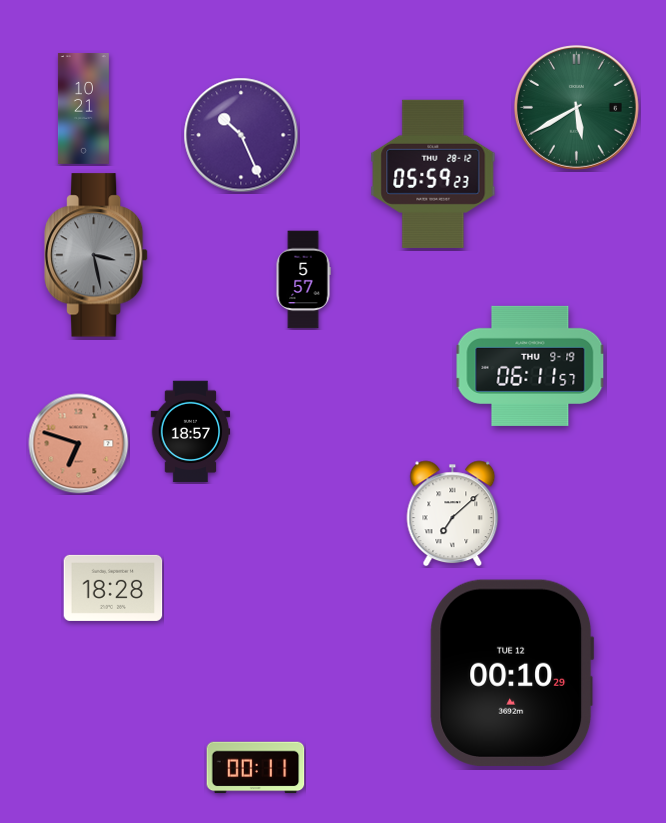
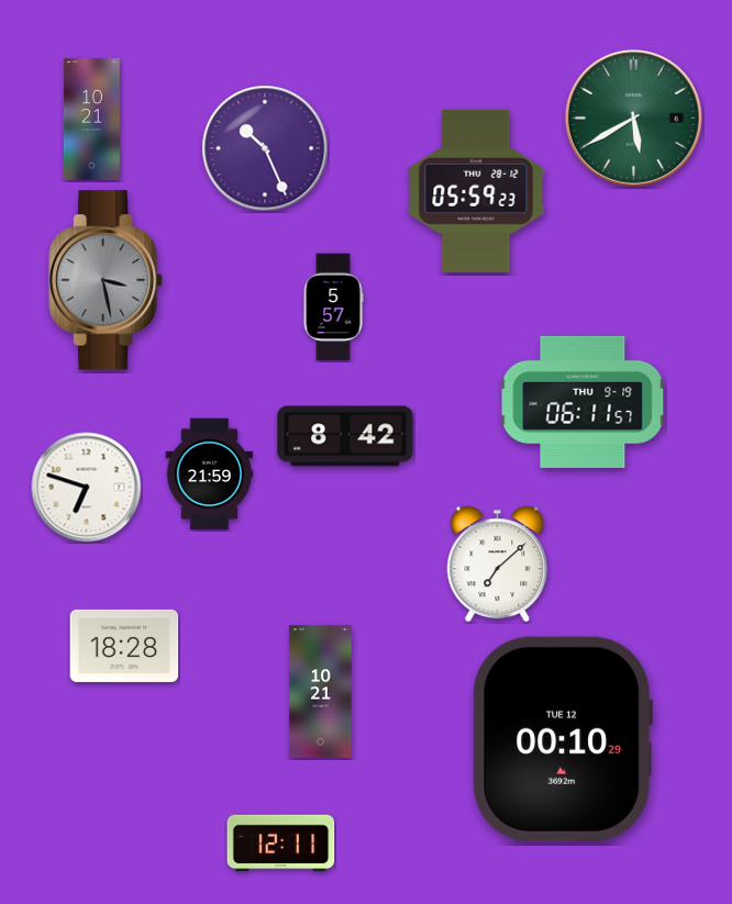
clock at (345, 436): none -> 8:42
clock at (191, 432): 18:57 -> 21:59
clock at (79, 444) dial: salmon -> white
clock at (321, 692): none -> 10:21
clock at (256, 768): 00:11 -> 12:11
